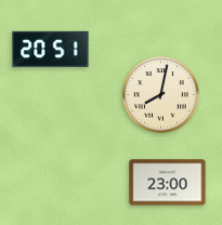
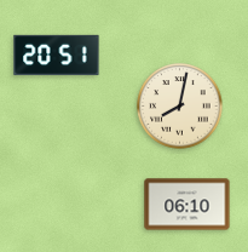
clock at (168, 183): 23:00 -> 06:10
